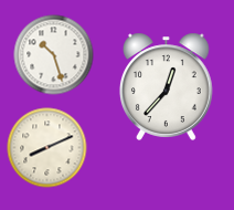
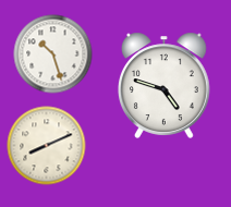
clock at (166, 86): 12:37 -> 4:48
